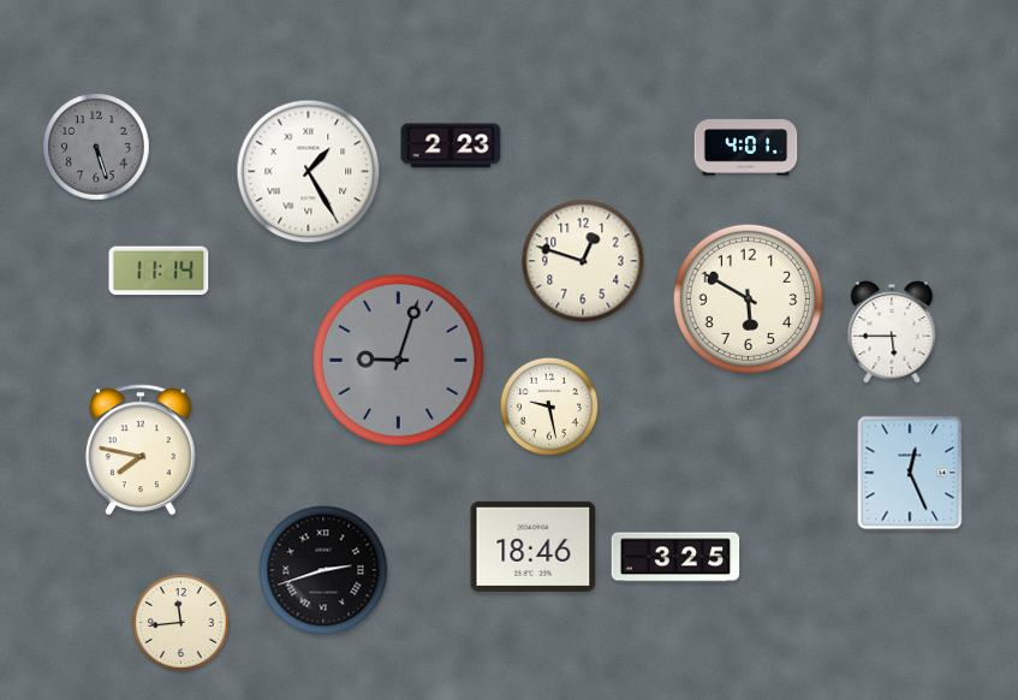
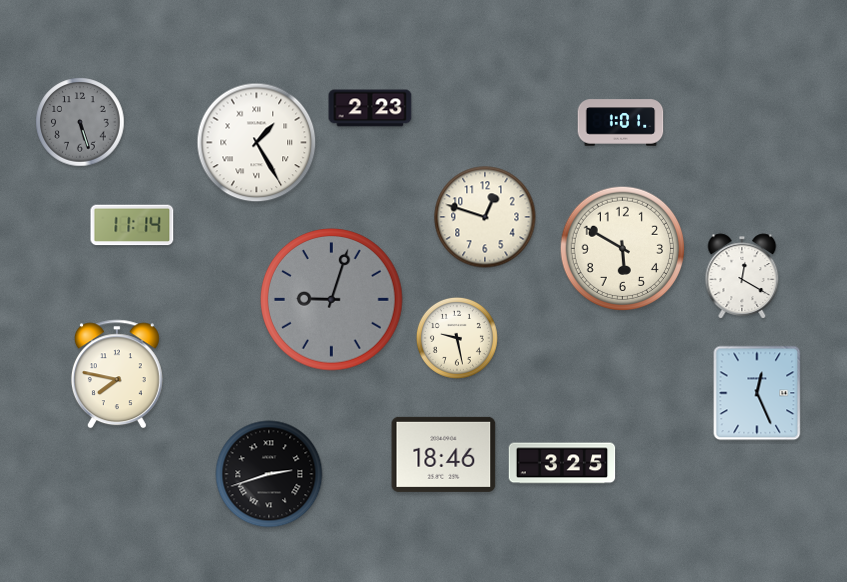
clock at (451, 146) position: (451, 146) -> (370, 108)
clock at (746, 148): 4:01 -> 1:01
clock at (892, 332): 5:45 -> 12:20
clock at (180, 622): 11:44 -> none
